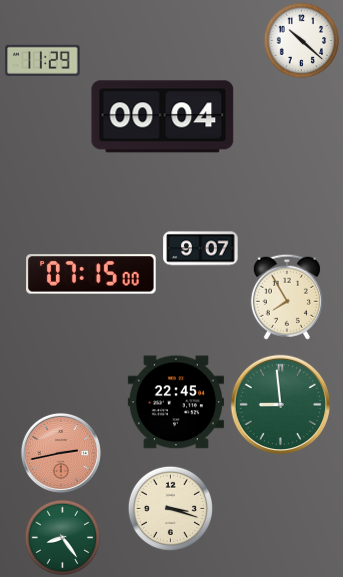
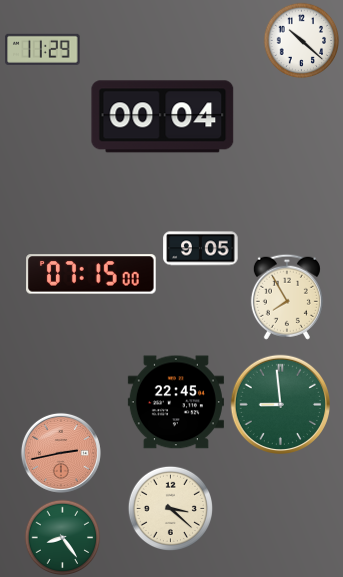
clock at (43, 60) position: (43, 60) -> (43, 49)
clock at (201, 249): 9:07 -> 9:05
clock at (170, 508): 3:18 -> 3:22
